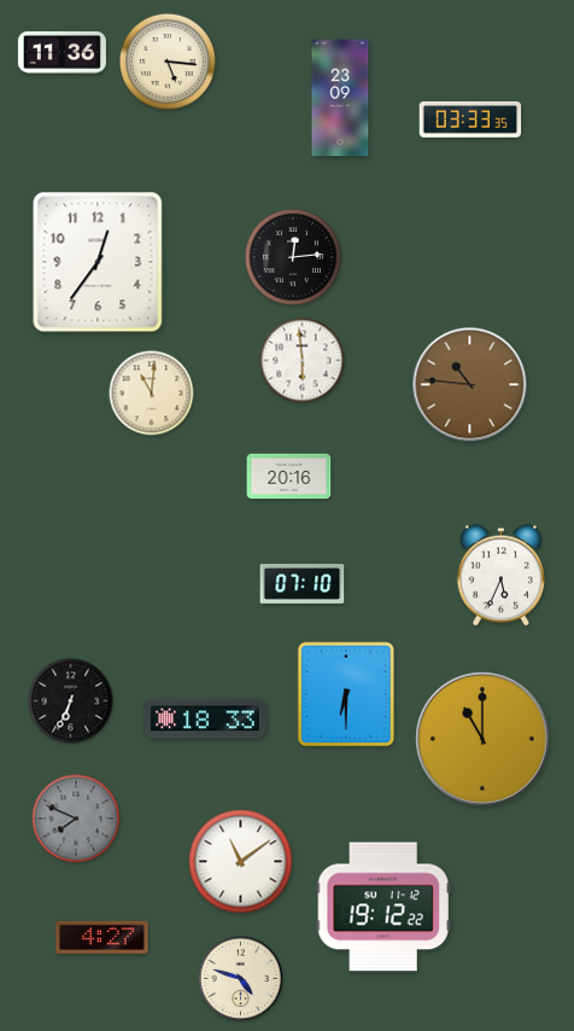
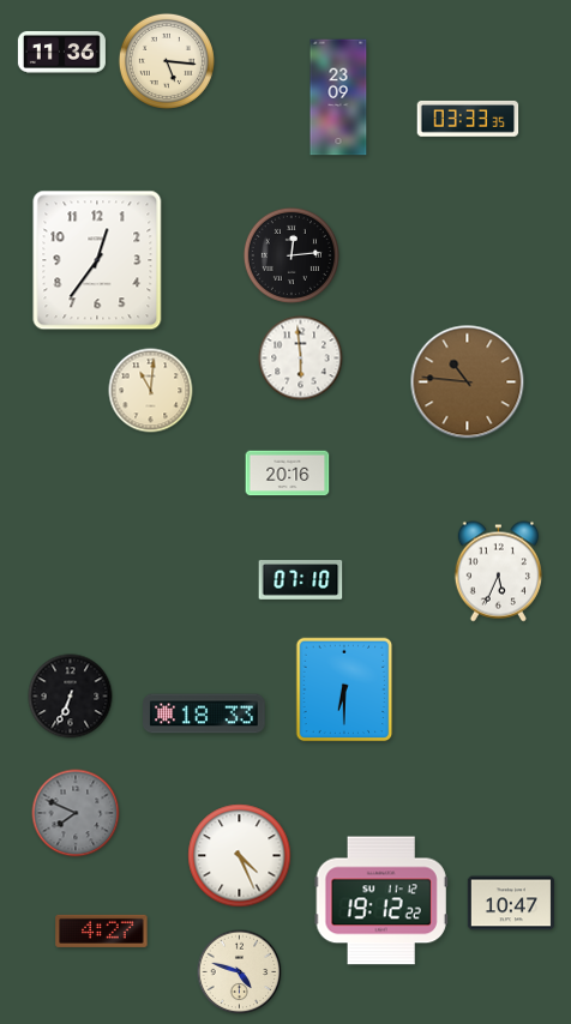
clock at (484, 740): 11:00 -> none
clock at (241, 862): 11:09 -> 4:26
clock at (510, 903): none -> 10:47
